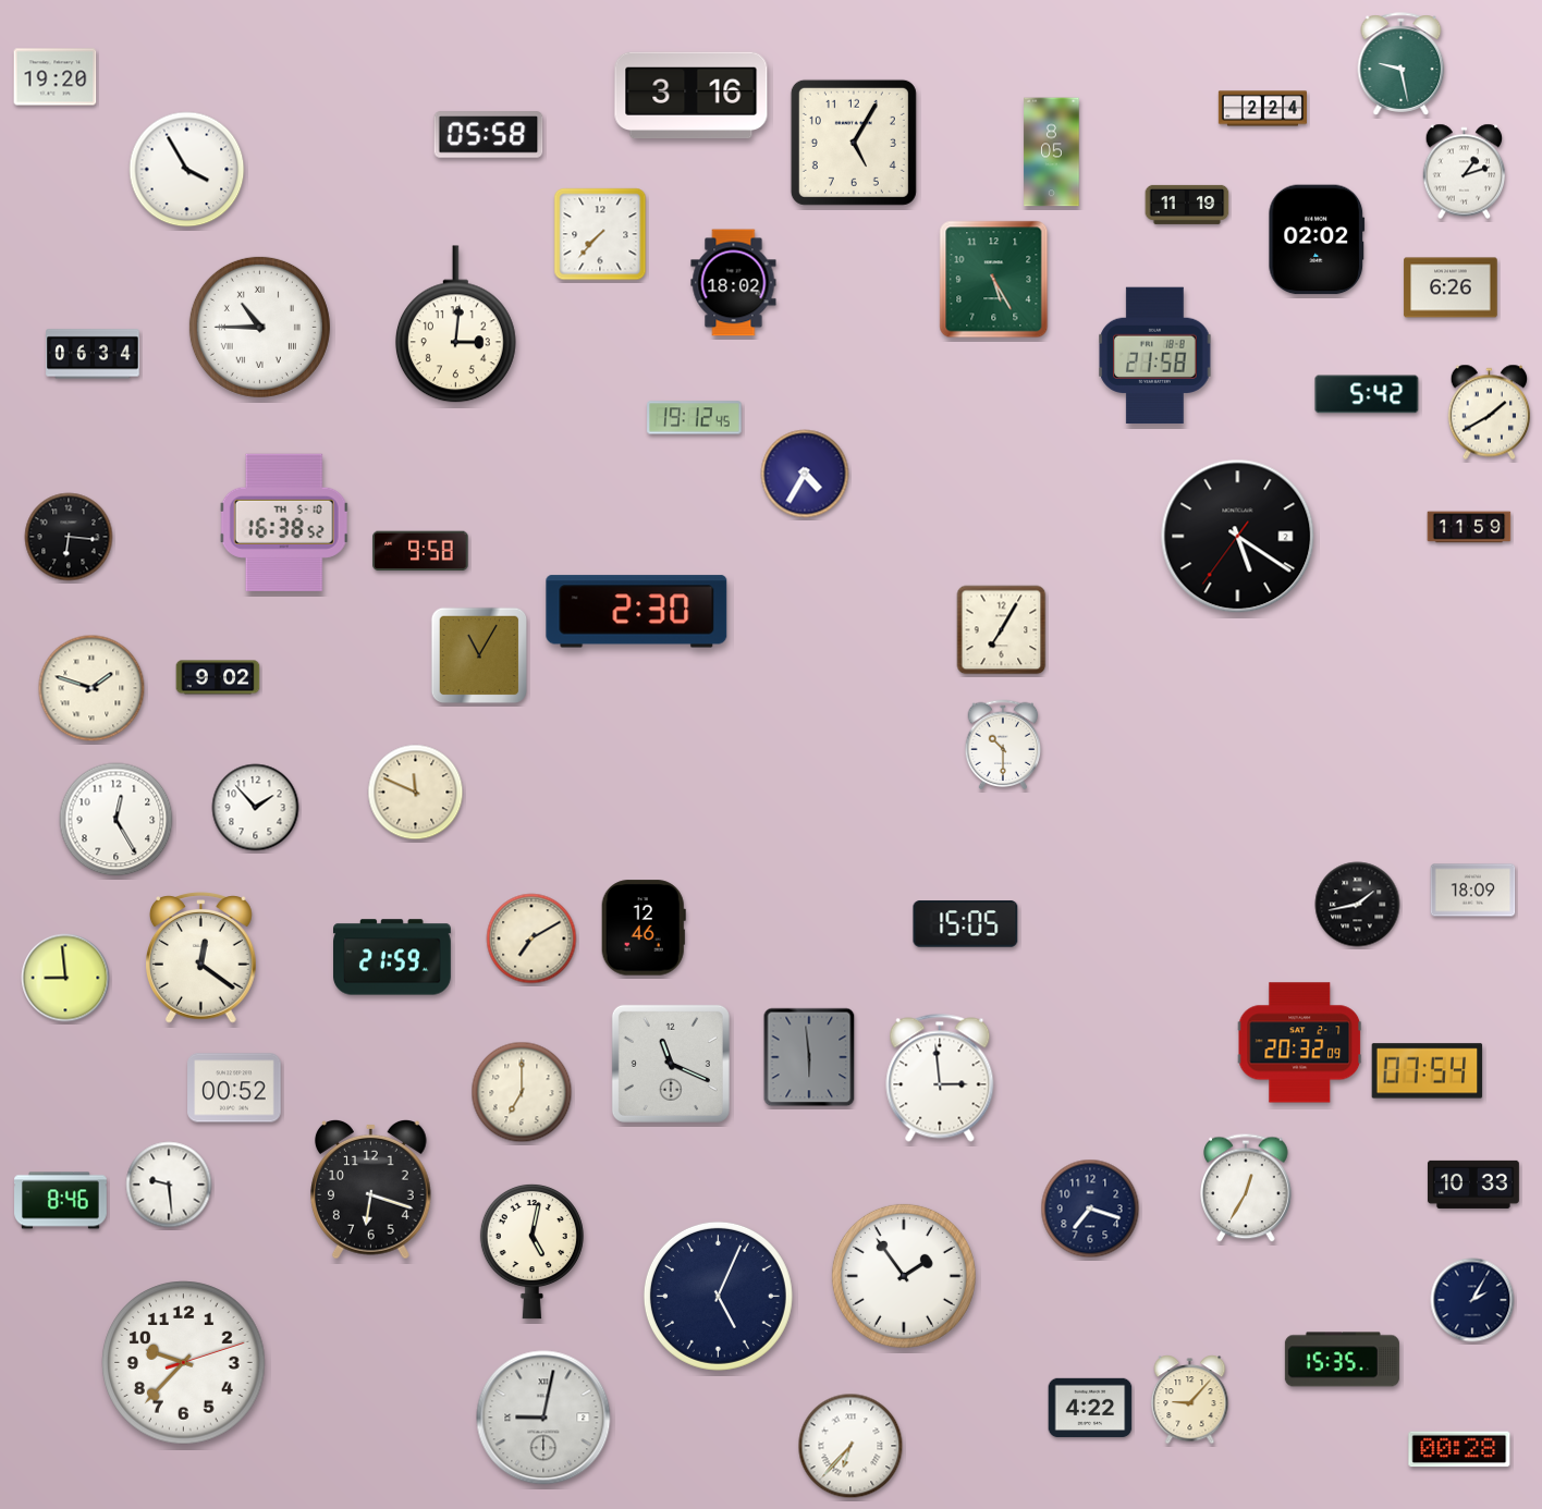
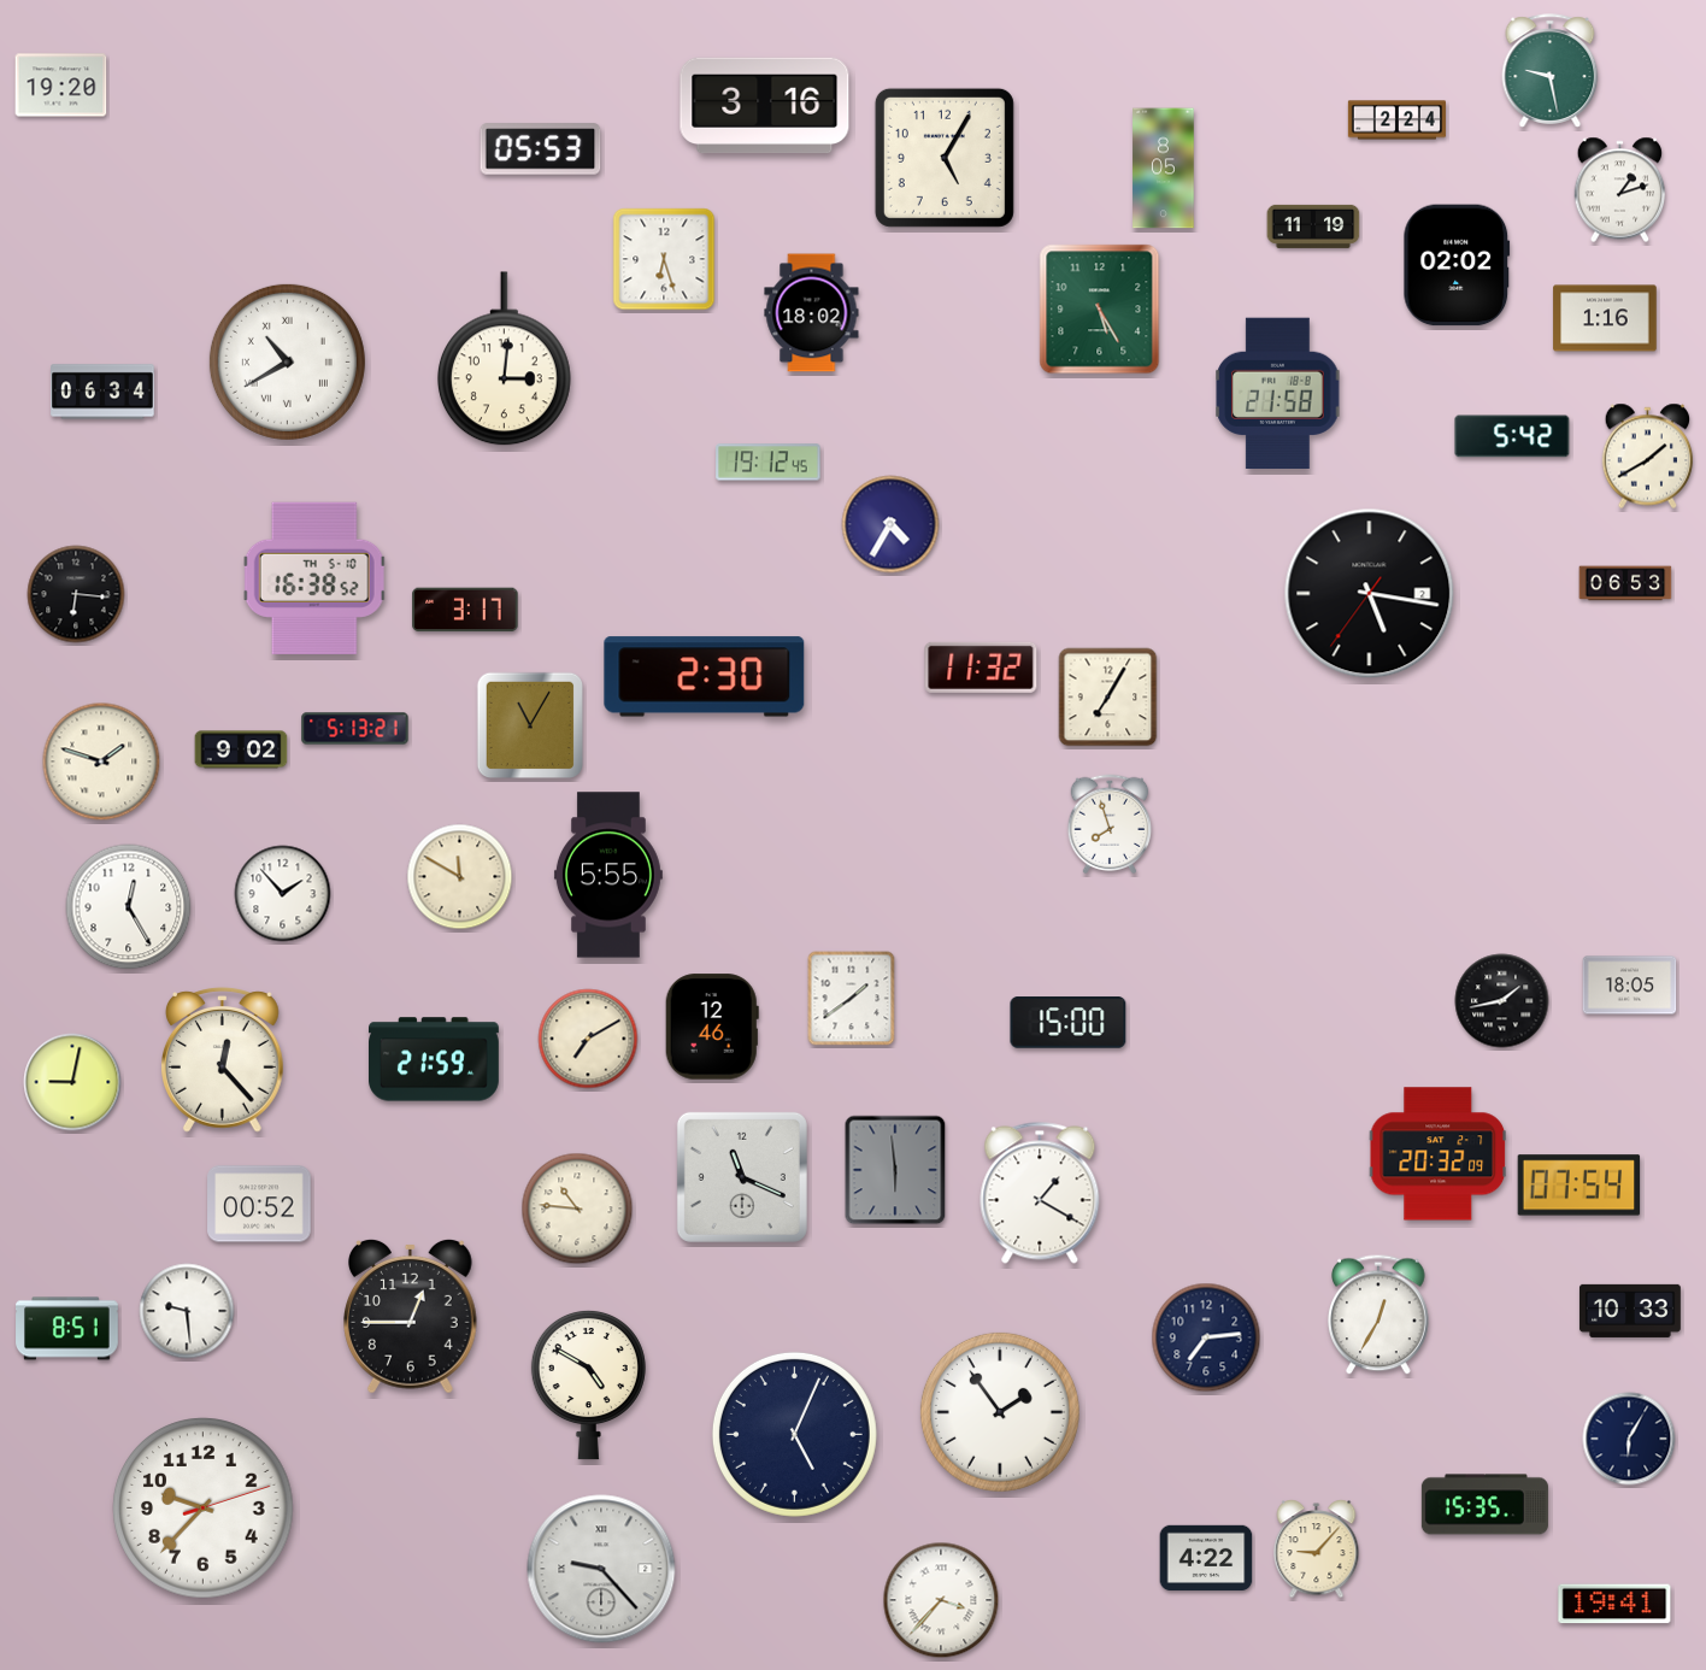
clock at (489, 135): 05:58 -> 05:53
clock at (187, 170): 3:55 -> none
clock at (600, 234): 7:37 -> 6:27
clock at (1451, 287): 6:26 -> 1:16
clock at (259, 327): 10:45 -> 10:40
clock at (1469, 527): 11:59 -> 06:53
clock at (1238, 537): 5:20 -> 5:16
clock at (420, 551): 9:58 -> 3:17
clock at (981, 668): none -> 11:32
clock at (355, 729): none -> 5:13
clock at (1003, 745): 10:30 -> 7:57
clock at (608, 875): none -> 5:55
clock at (416, 793): 11:49 -> 11:50
clock at (1473, 891): 18:09 -> 18:05
clock at (852, 999): none -> 1:39
clock at (966, 924): 15:05 -> 15:00
clock at (201, 958): 12:21 -> 12:23
clock at (65, 978): 8:59 -> 9:02
clock at (940, 1078): 2:59 -> 1:20
clock at (522, 1092): 7:00 -> 10:46
clock at (371, 1189): 6:18 -> 12:45
clock at (61, 1201): 8:46 -> 8:51
clock at (1090, 1209): 7:18 -> 7:14
clock at (531, 1251): 5:02 -> 4:50
clock at (1472, 1300): 2:05 -> 6:05
clock at (543, 1418): 9:02 -> 9:23
clock at (850, 1446): 6:37 -> 3:37
clock at (1459, 1449): 00:28 -> 19:41
